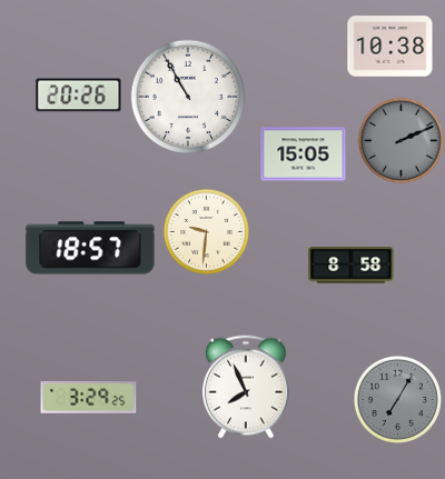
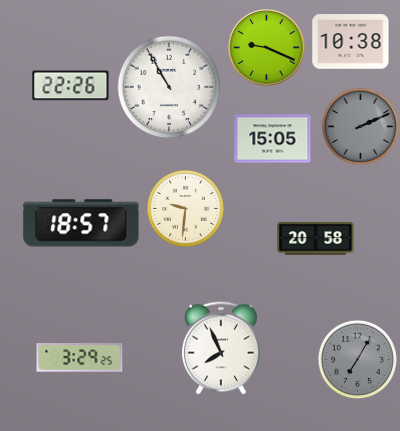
clock at (267, 48): none -> 9:19
clock at (79, 96): 20:26 -> 22:26
clock at (352, 266): 8:58 -> 20:58
